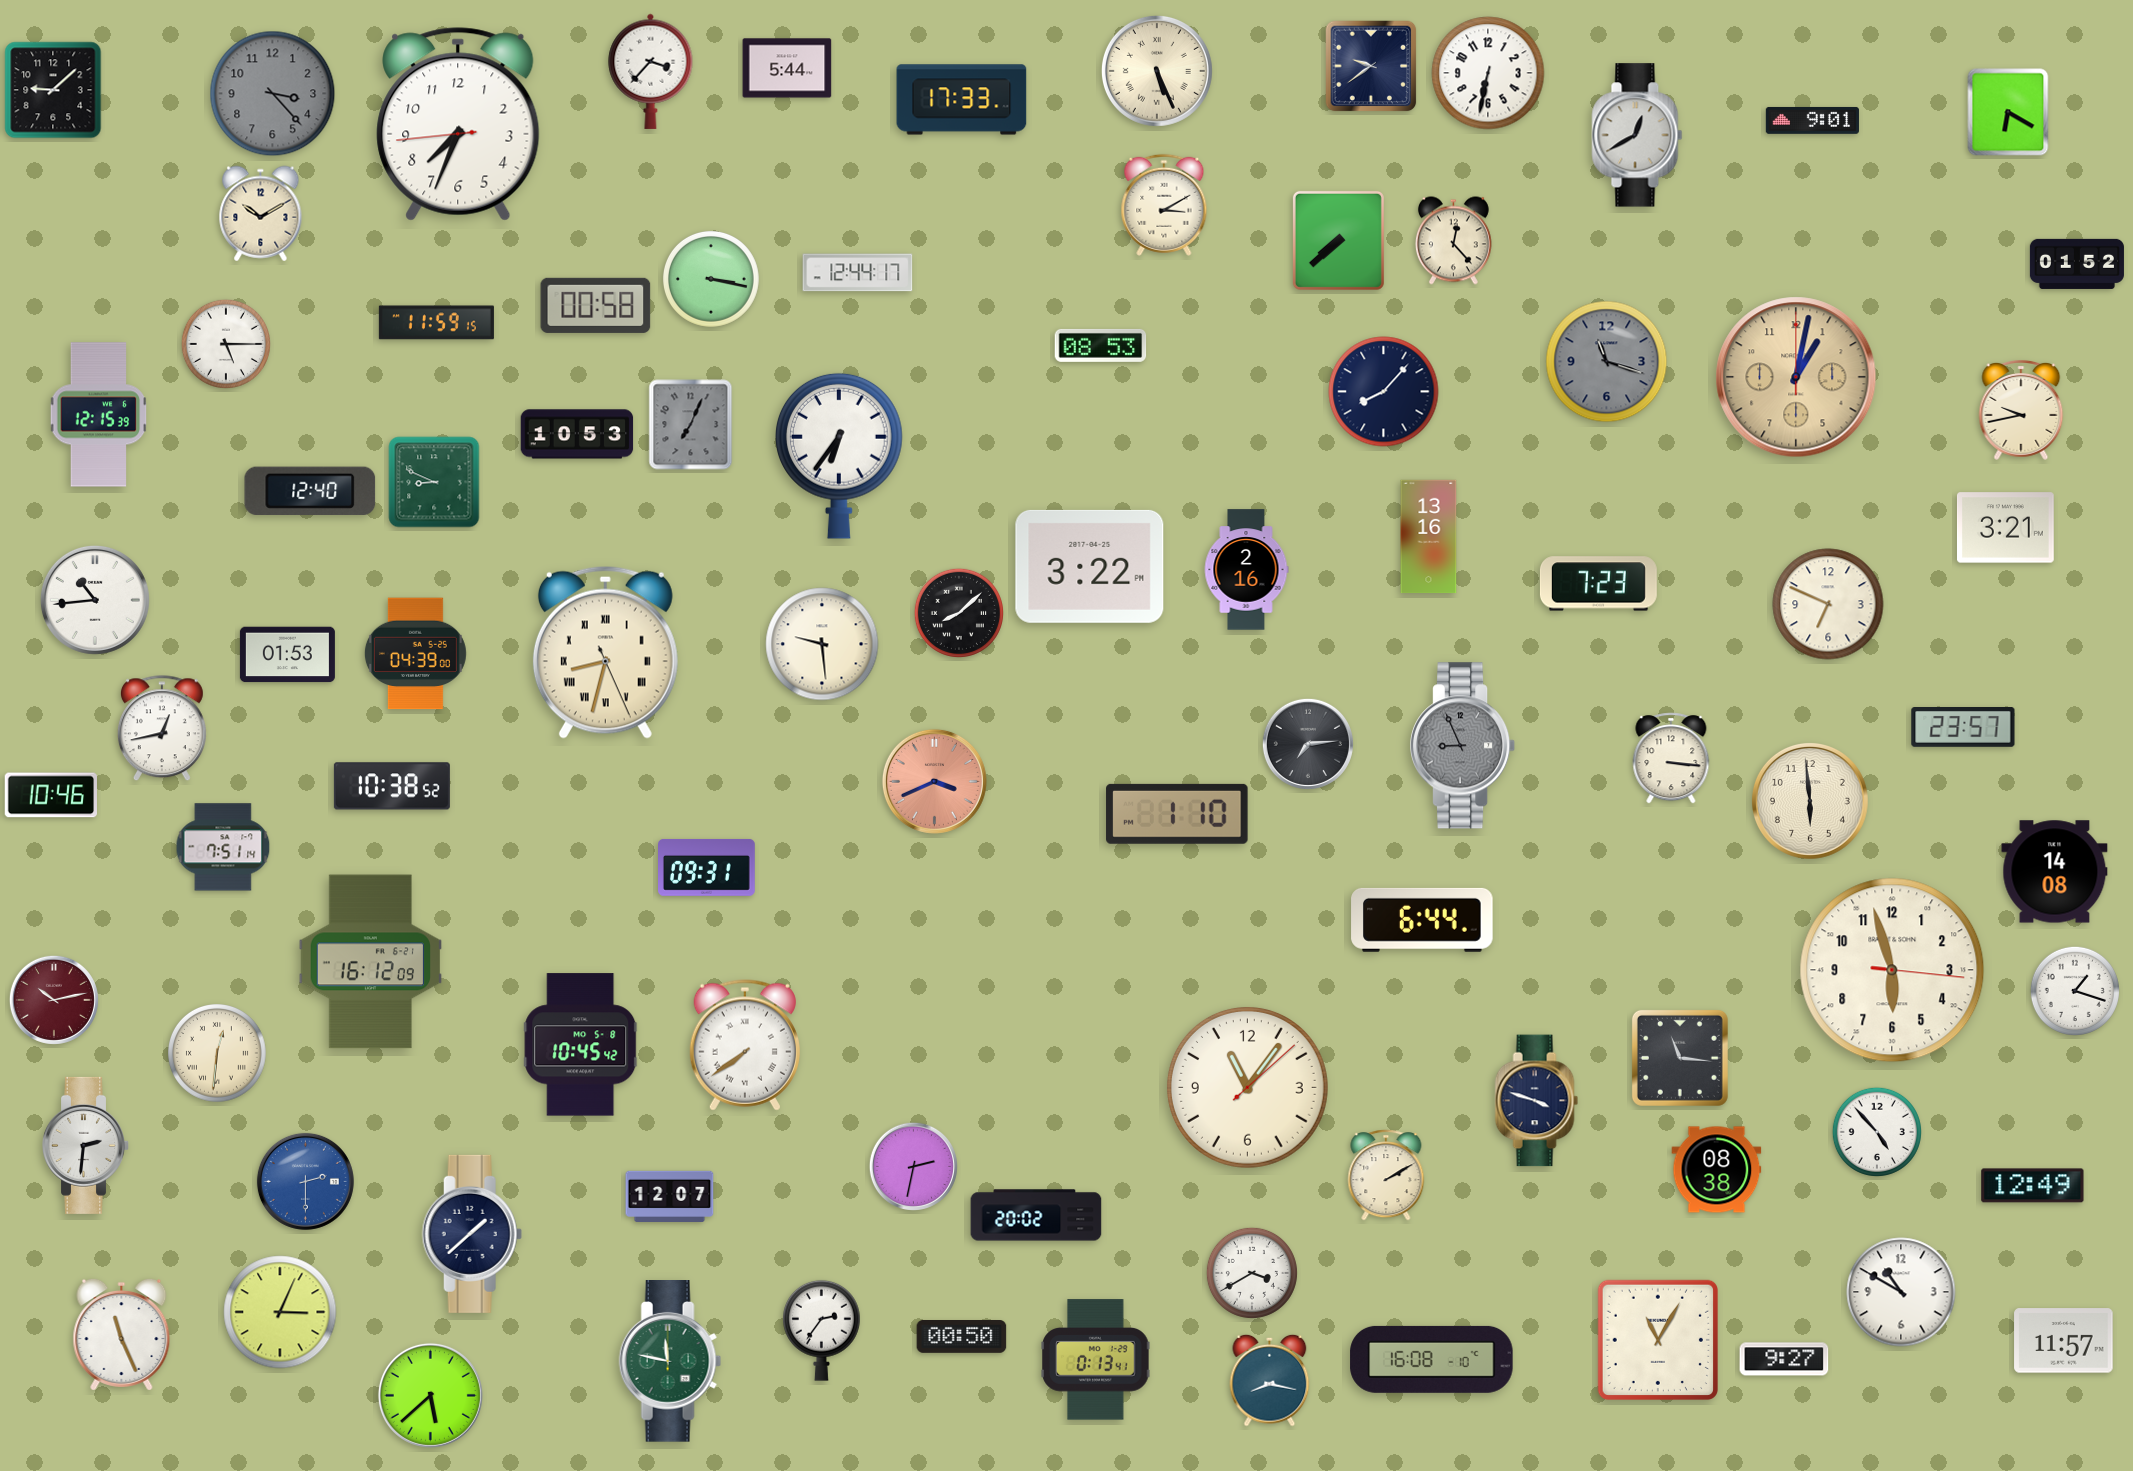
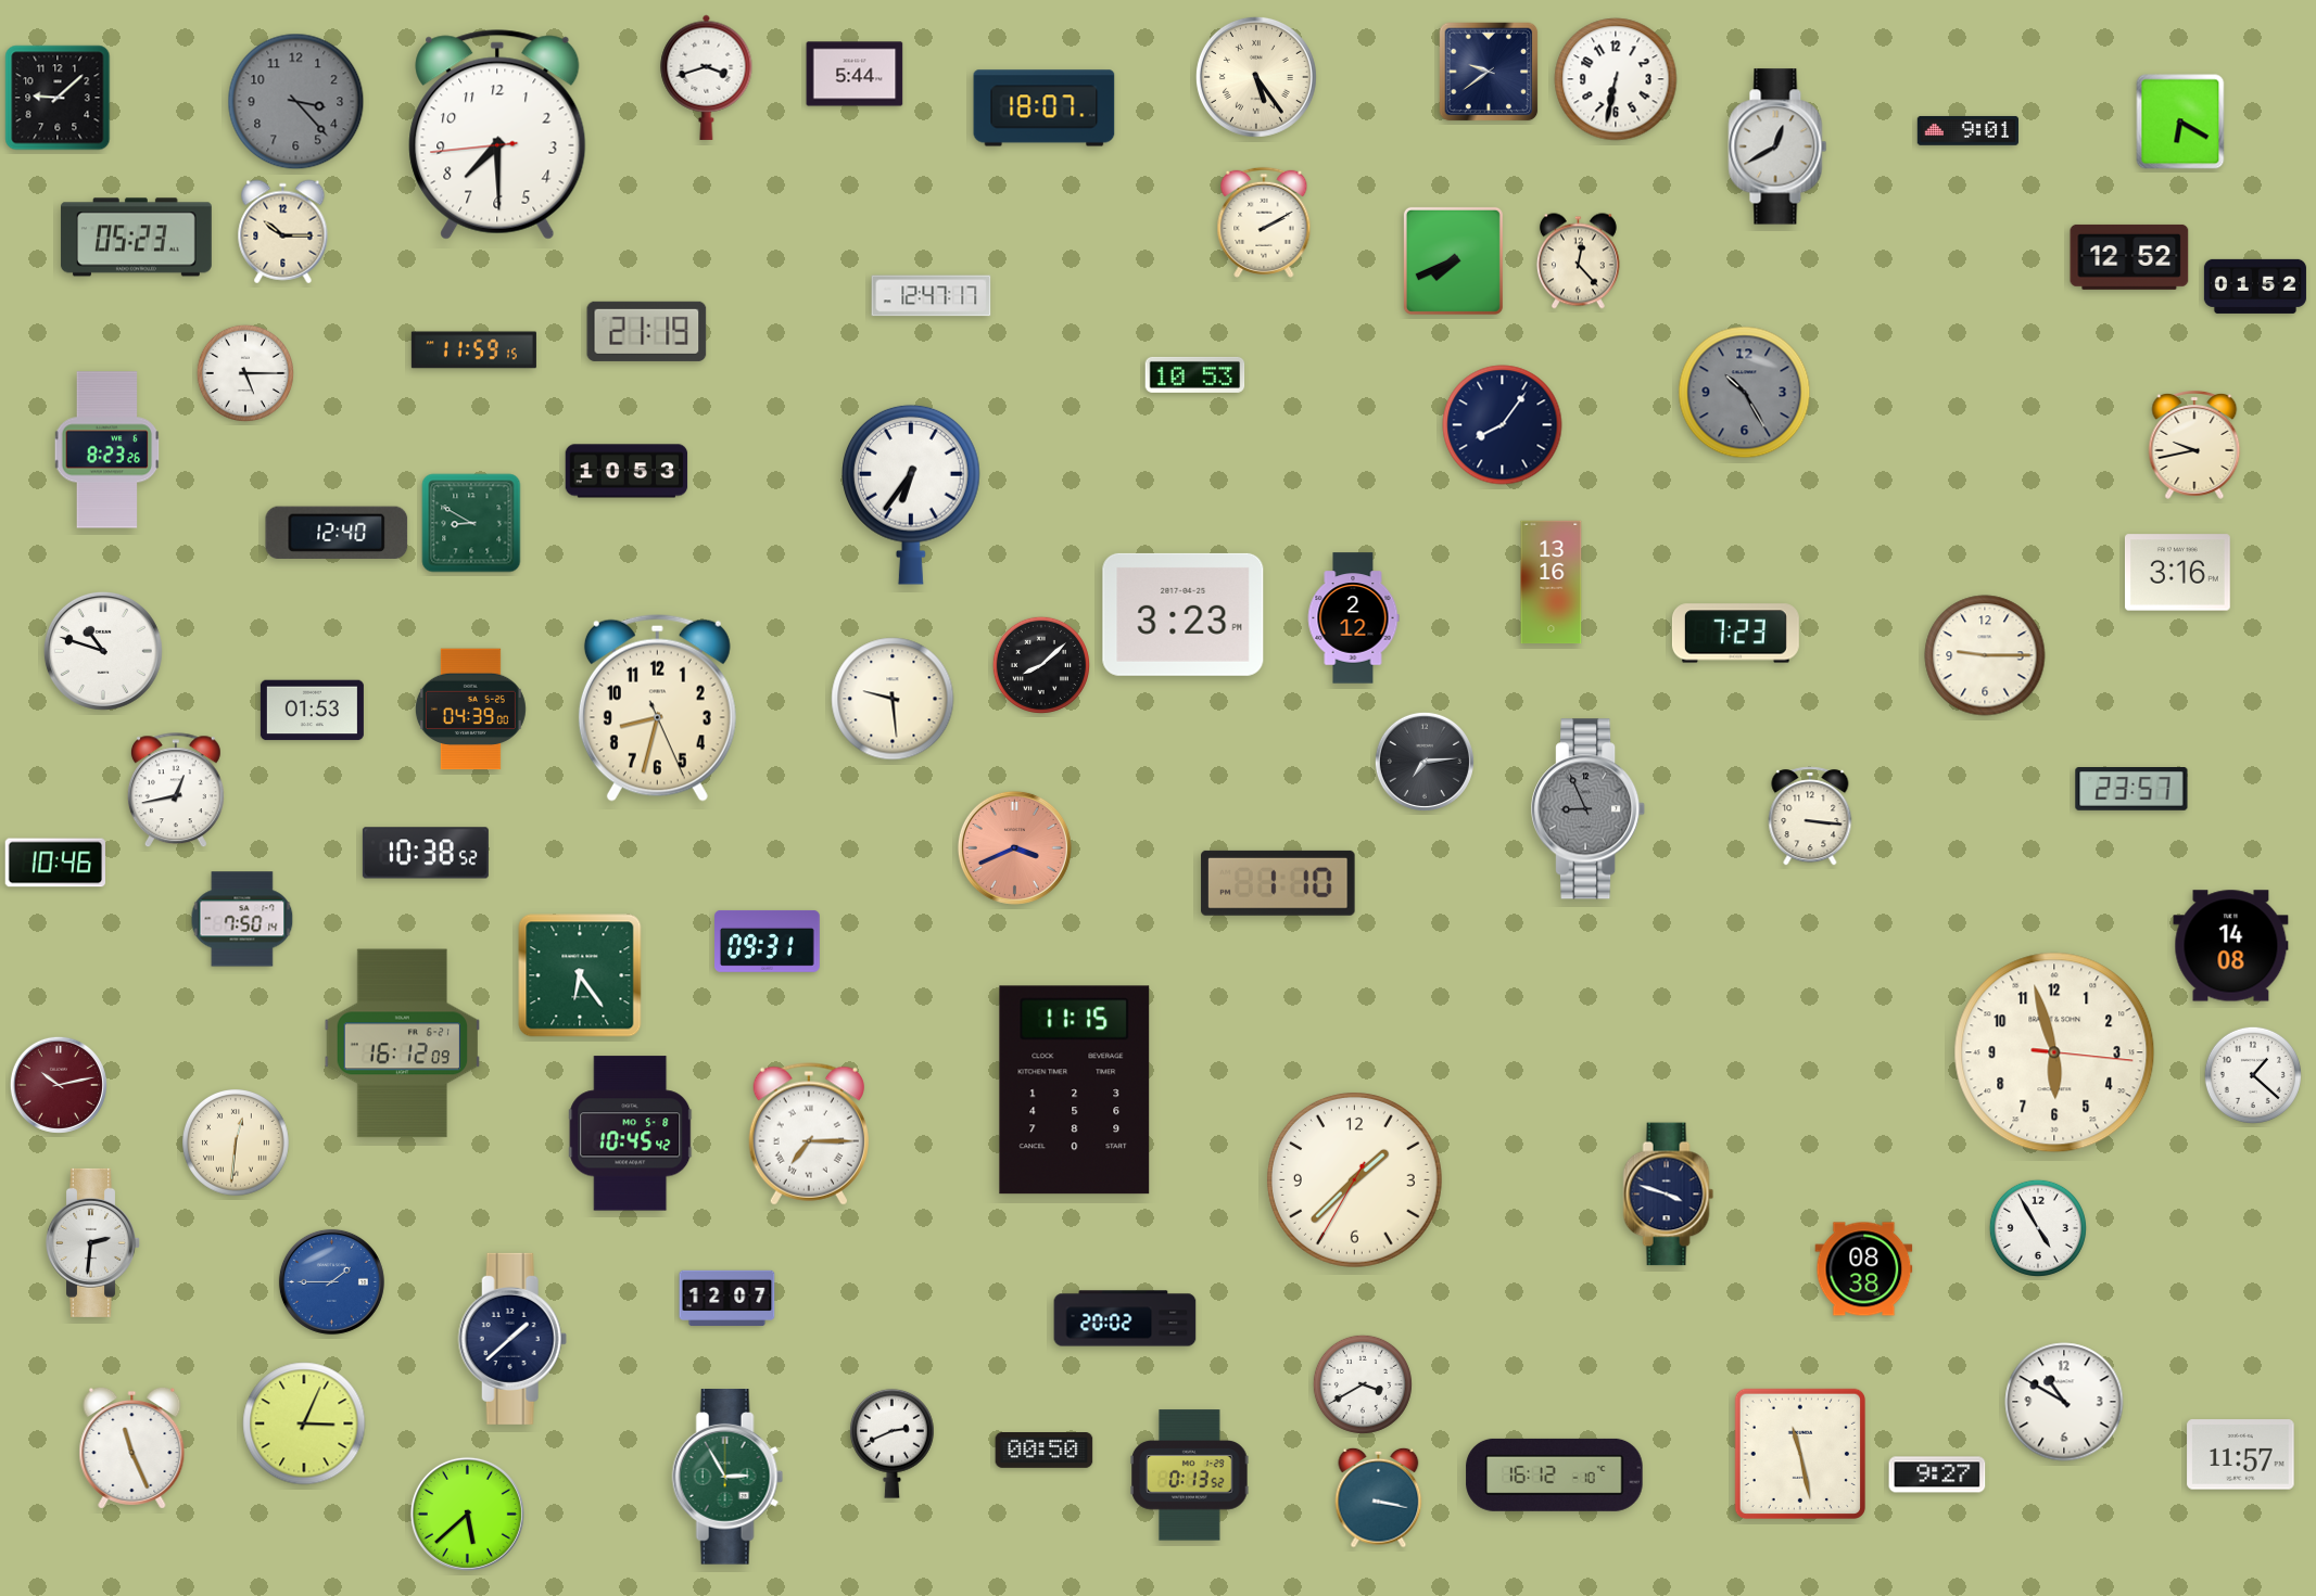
clock at (651, 71): 3:37 -> 3:42
clock at (1157, 71): 5:26 -> 5:24
clock at (962, 100): 17:33 -> 18:07
clock at (458, 124): 7:33 -> 7:29
clock at (1164, 205): 3:10 -> 2:10
clock at (261, 214): 10:10 -> 10:15
clock at (136, 238): none -> 05:23
clock at (2129, 257): none -> 12:52
clock at (1338, 240): 7:38 -> 7:41
clock at (858, 273): 12:44 -> 12:47
clock at (711, 279): 3:17 -> none
clock at (596, 305): 00:58 -> 21:19
clock at (1101, 345): 08:53 -> 10:53
clock at (1607, 362): 11:18 -> 10:25
clock at (1796, 377): 1:02 -> none
clock at (1384, 392): 8:07 -> 8:06
clock at (99, 415): 12:15 -> 8:23
clock at (691, 425): 7:04 -> none
clock at (434, 482): 8:49 -> 8:50
clock at (2005, 528): 3:21 -> 3:16
clock at (1090, 566): 3:22 -> 3:23
clock at (1246, 570): 2:16 -> 2:12
clock at (95, 600): 10:44 -> 10:48
clock at (1828, 604): 6:49 -> 9:15
clock at (605, 652) numerals: Roman -> Arabic
clock at (415, 654) position: (415, 654) -> (470, 710)
clock at (1308, 744) position: (1308, 744) -> (1425, 762)
clock at (1671, 758) position: (1671, 758) -> (1810, 816)
clock at (1810, 801): 5:59 -> none
clock at (223, 847): 7:51 -> 7:50
clock at (580, 975): none -> 6:24
clock at (1422, 920): 6:44 -> none
clock at (2075, 991): 1:18 -> 1:22
clock at (1075, 1090): none -> 11:15
clock at (745, 1045): 7:39 -> 7:15
clock at (1680, 1058): 11:16 -> none
clock at (1247, 1087): 11:06 -> 1:37
clock at (1877, 1132): 4:53 -> 4:55
clock at (913, 1166): 2:32 -> none
clock at (1386, 1175): 2:10 -> none
clock at (305, 1181): 2:30 -> 1:45
clock at (2033, 1186): 12:49 -> none
clock at (1252, 1273) position: (1252, 1273) -> (1363, 1384)
clock at (822, 1330): 2:36 -> 2:41
clock at (1658, 1340): 11:05 -> 11:28
clock at (1432, 1359): 16:08 -> 16:12
clock at (1096, 1360): 0:13:41 -> 0:13:52
clock at (670, 1361): 11:47 -> 2:55
clock at (1270, 1380): 8:17 -> 3:17
